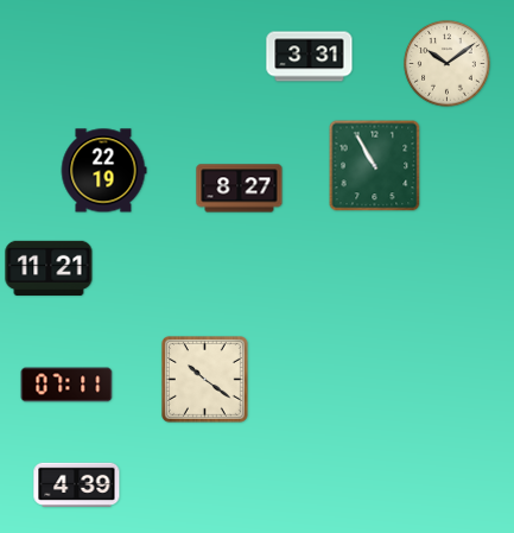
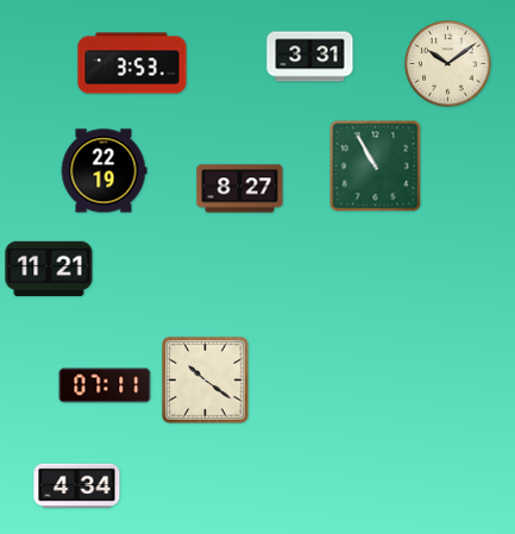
clock at (132, 63): none -> 3:53
clock at (66, 385) position: (66, 385) -> (105, 385)
clock at (77, 484): 4:39 -> 4:34
